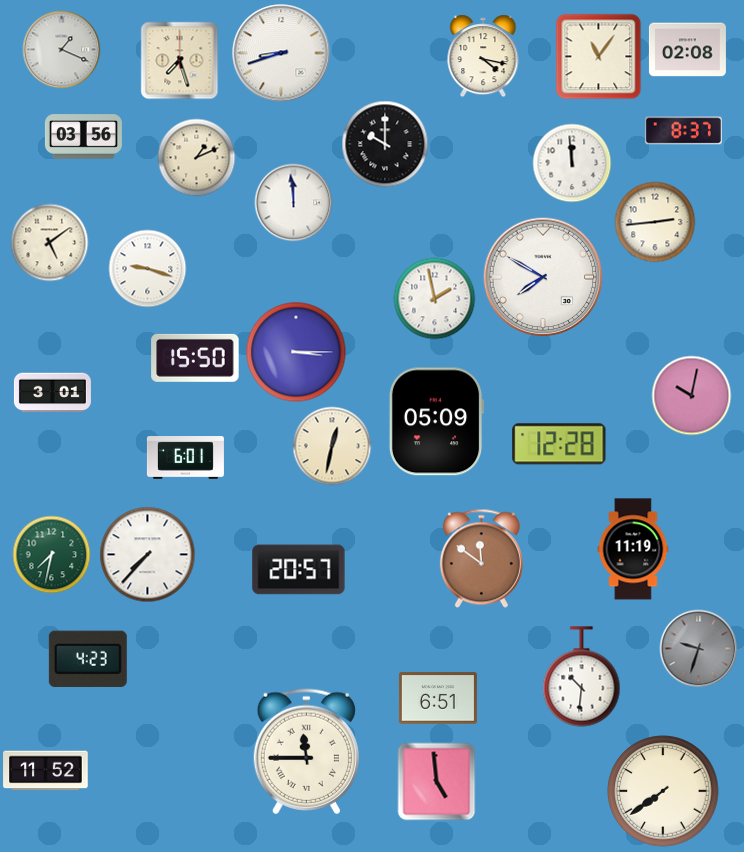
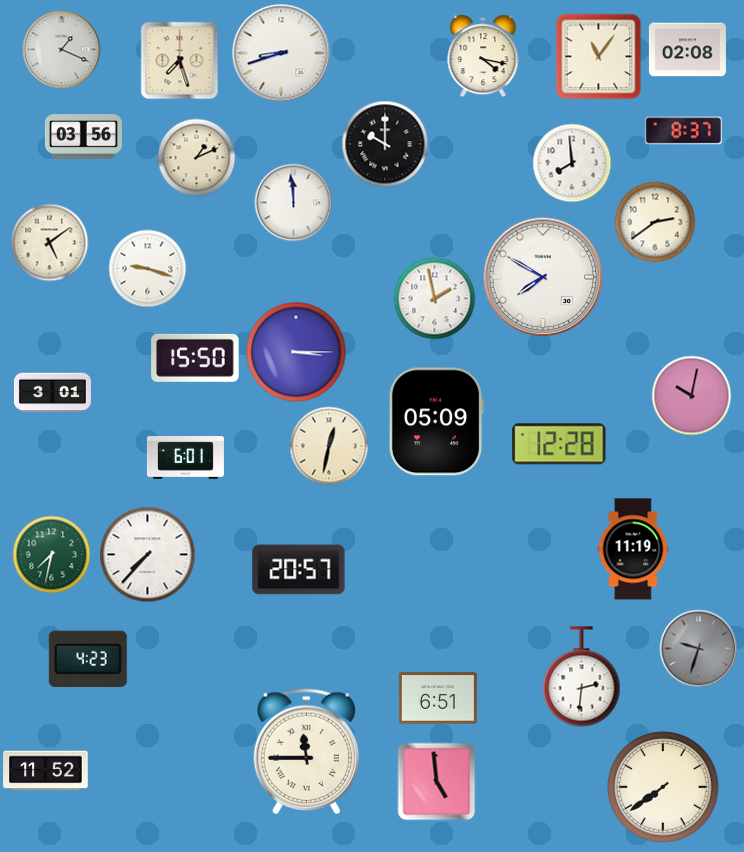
clock at (572, 163): 11:59 -> 7:59
clock at (655, 222): 2:44 -> 2:39
clock at (332, 446) position: (332, 446) -> (329, 446)
clock at (481, 558): 11:51 -> none
clock at (582, 677): 10:31 -> 2:31
clock at (663, 791) position: (663, 791) -> (663, 787)
